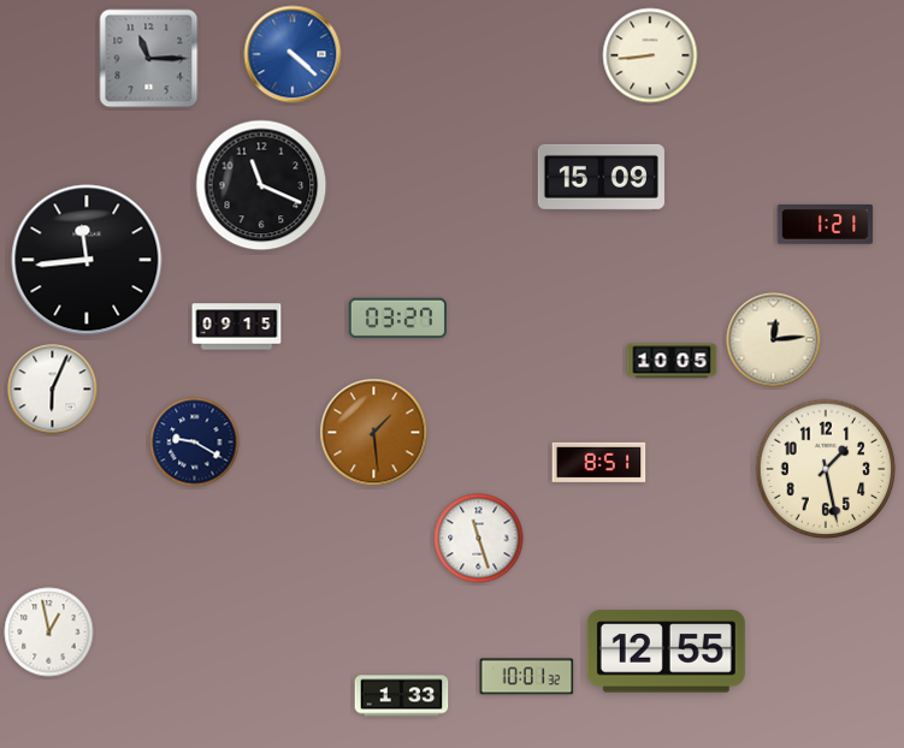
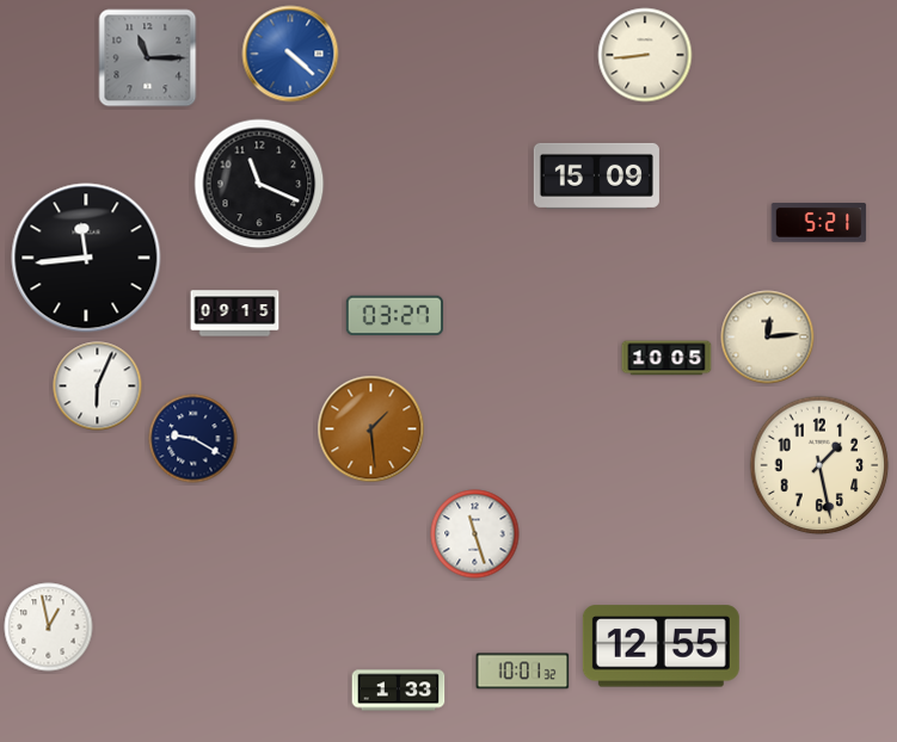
clock at (826, 225): 1:21 -> 5:21
clock at (237, 327) position: (237, 327) -> (235, 314)
clock at (53, 390) position: (53, 390) -> (98, 387)
clock at (599, 462): 8:51 -> none
